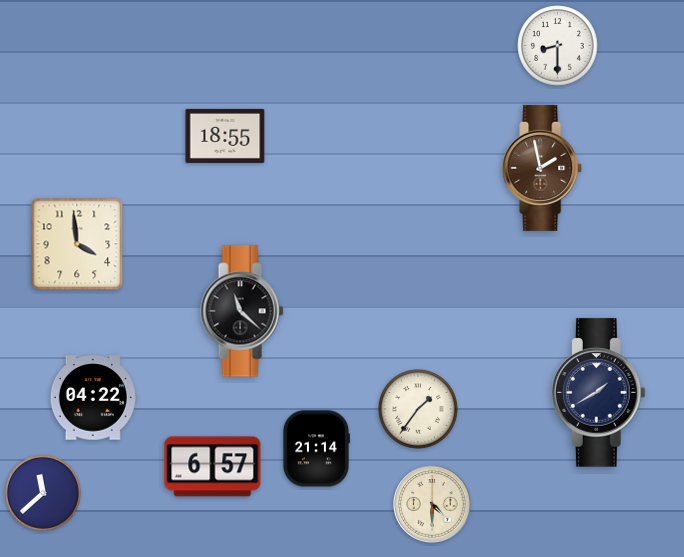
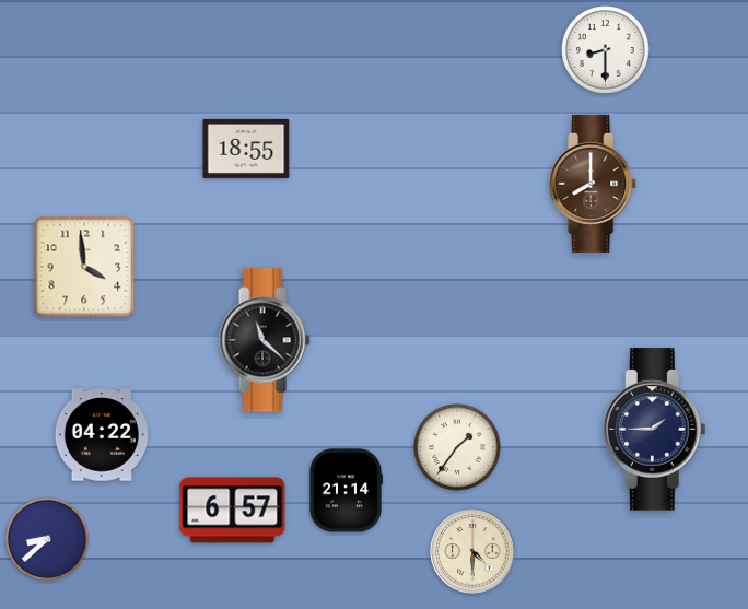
clock at (558, 46) position: (558, 46) -> (606, 50)
clock at (543, 168): 1:58 -> 8:00
clock at (598, 393): 1:40 -> 1:45
clock at (43, 493): 11:38 -> 8:38
